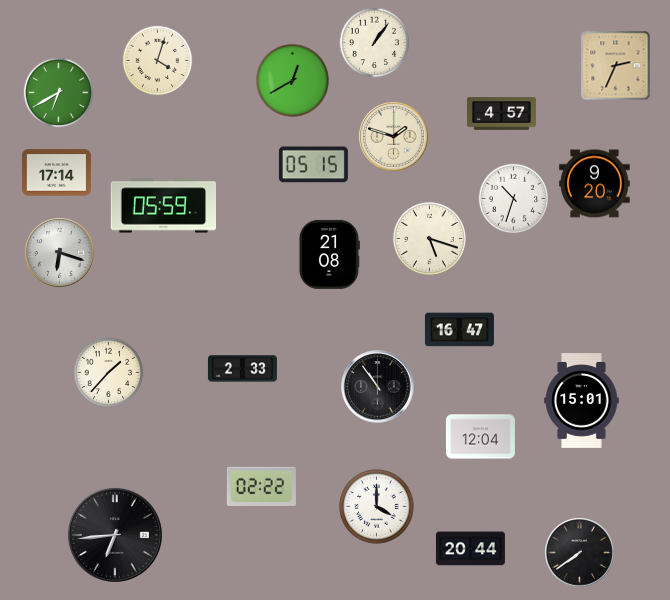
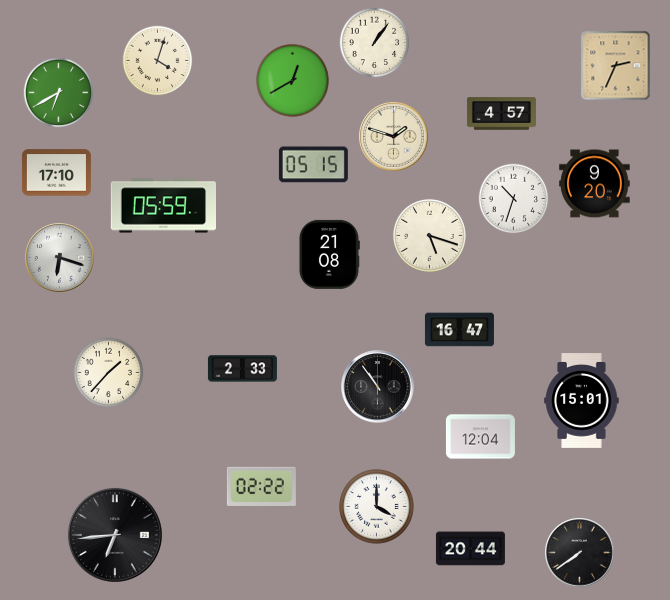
clock at (56, 173): 17:14 -> 17:10
clock at (429, 238) position: (429, 238) -> (429, 235)
clock at (60, 253) position: (60, 253) -> (60, 258)
